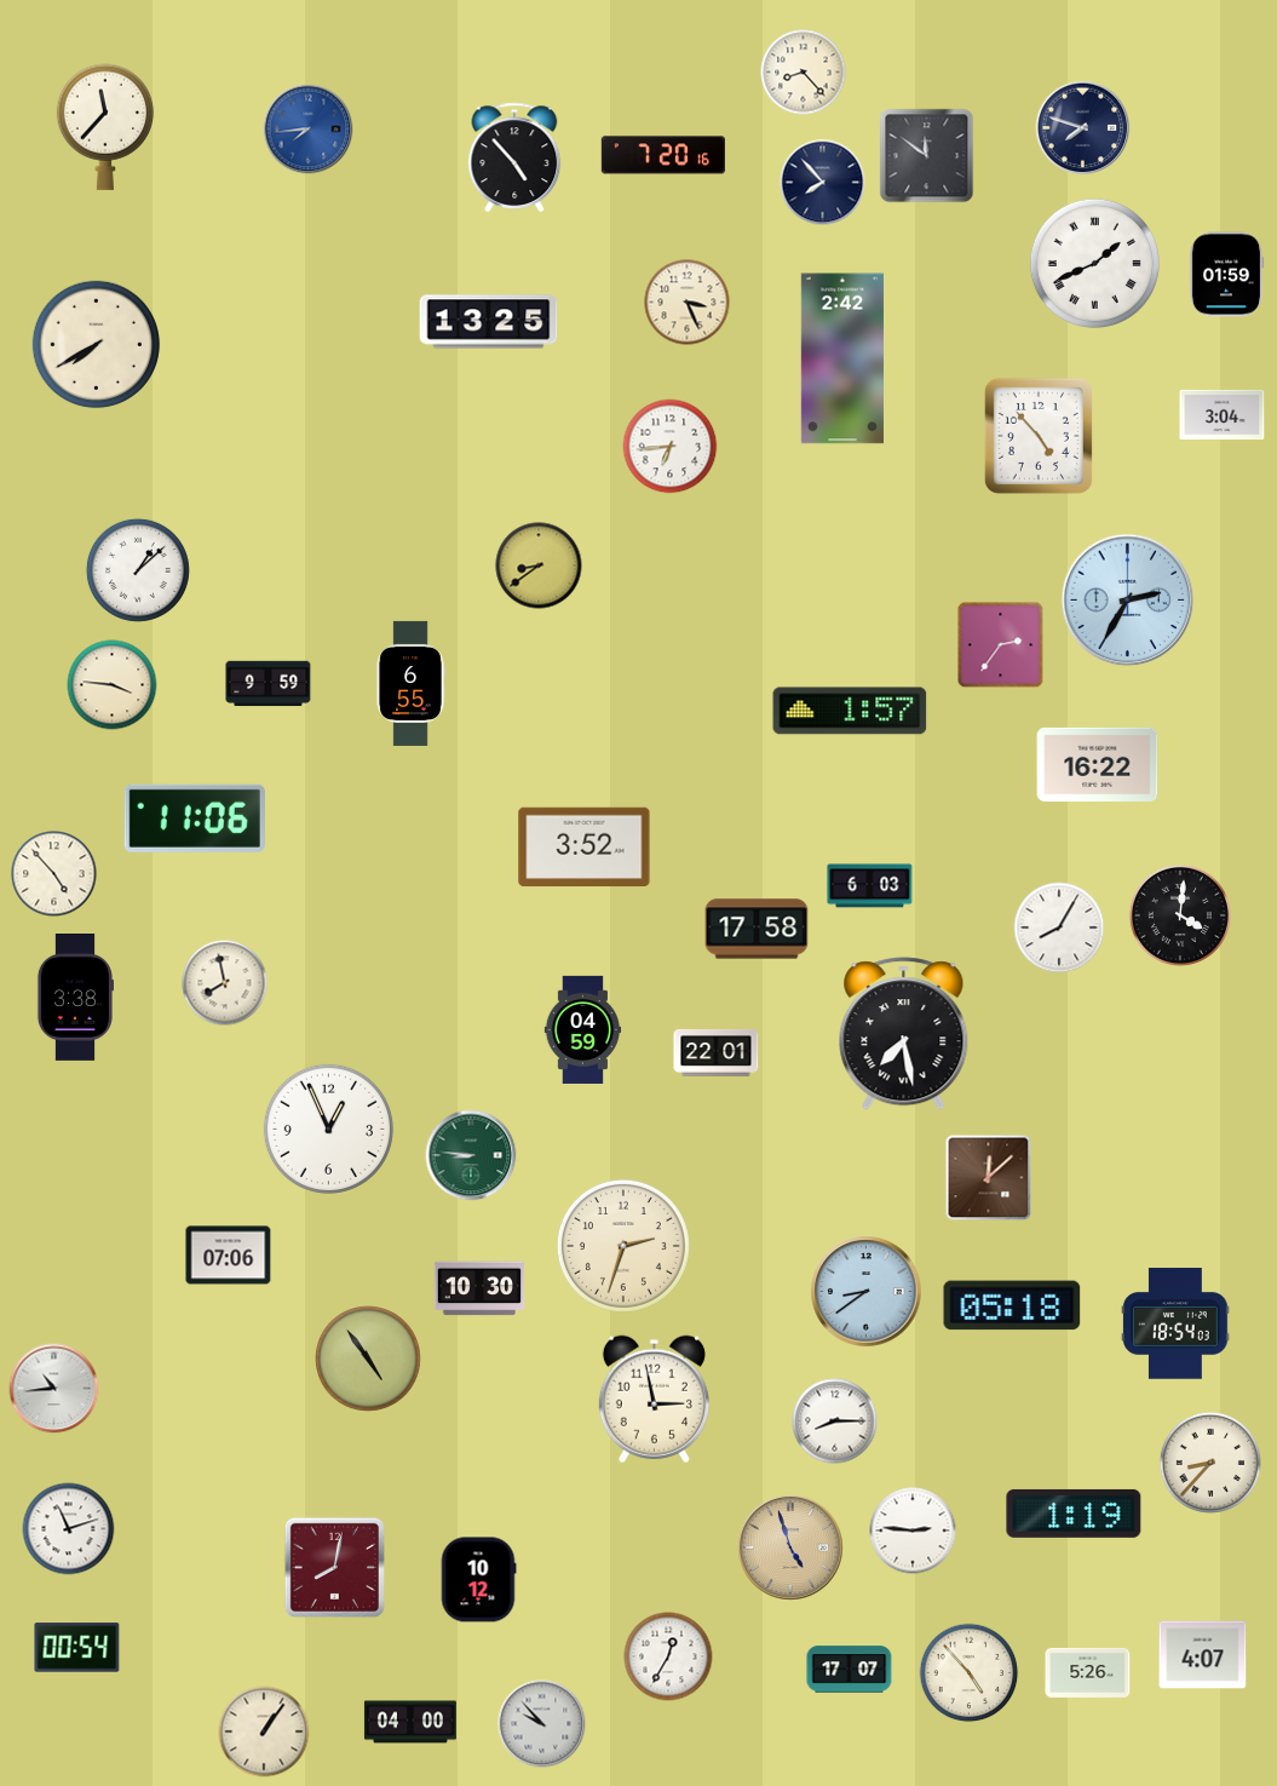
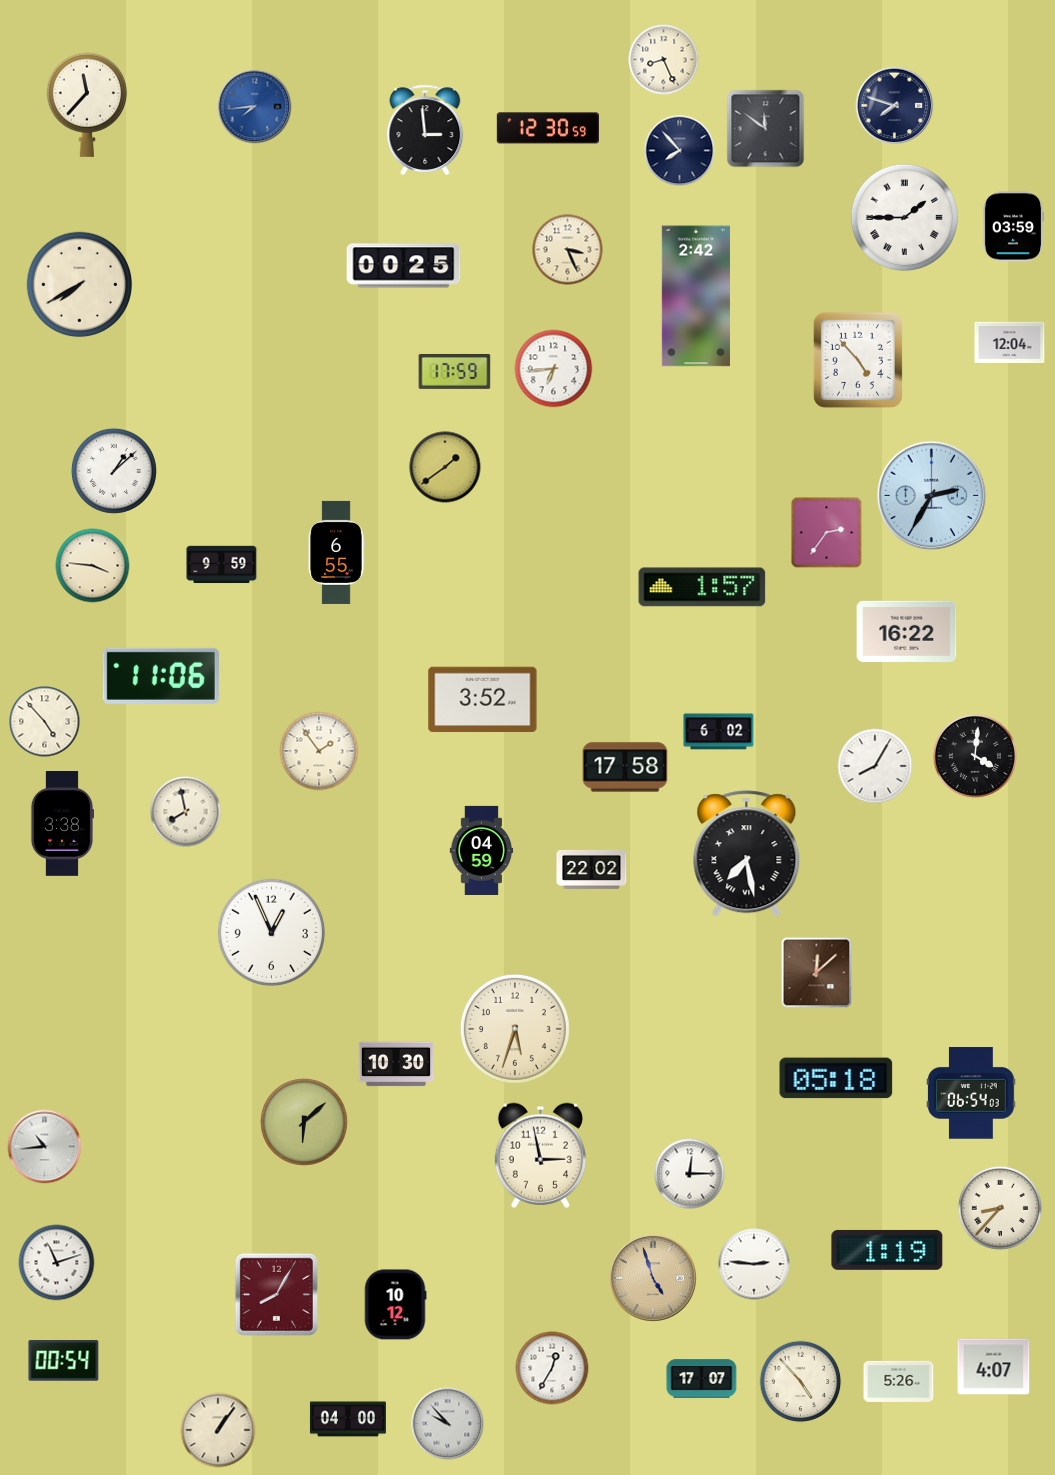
clock at (804, 73): 8:23 -> 8:26
clock at (663, 155): 7:20 -> 12:30
clock at (514, 157): 4:53 -> 2:59
clock at (1094, 263): 1:41 -> 1:45
clock at (1226, 275): 01:59 -> 03:59
clock at (489, 322): 13:25 -> 00:25
clock at (1223, 414): 3:04 -> 12:04
clock at (455, 371): none -> 17:59
clock at (539, 565): 8:39 -> 1:39
clock at (410, 683) position: (410, 683) -> (336, 552)
clock at (870, 886): 6:03 -> 6:02
clock at (319, 751): none -> 1:54
clock at (717, 1052): 22:01 -> 22:02
clock at (471, 1155): 8:46 -> none
clock at (623, 1246): 2:33 -> 5:33
clock at (229, 1256): 07:06 -> none
clock at (867, 1292): 8:39 -> none
clock at (1177, 1323): 18:54 -> 06:54
clock at (369, 1360): 4:54 -> 6:08
clock at (835, 1422): 8:15 -> 12:15
clock at (334, 1567): 8:02 -> 8:05
clock at (410, 1722) position: (410, 1722) -> (348, 1419)
